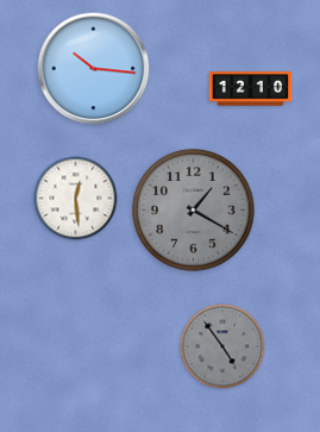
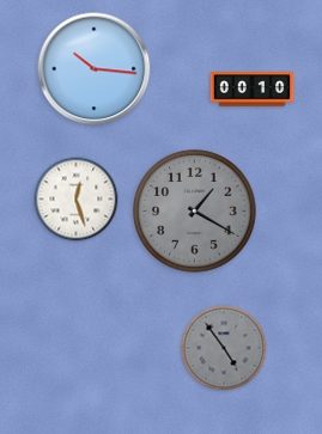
clock at (251, 89): 12:10 -> 00:10
clock at (76, 199): 12:29 -> 12:27
